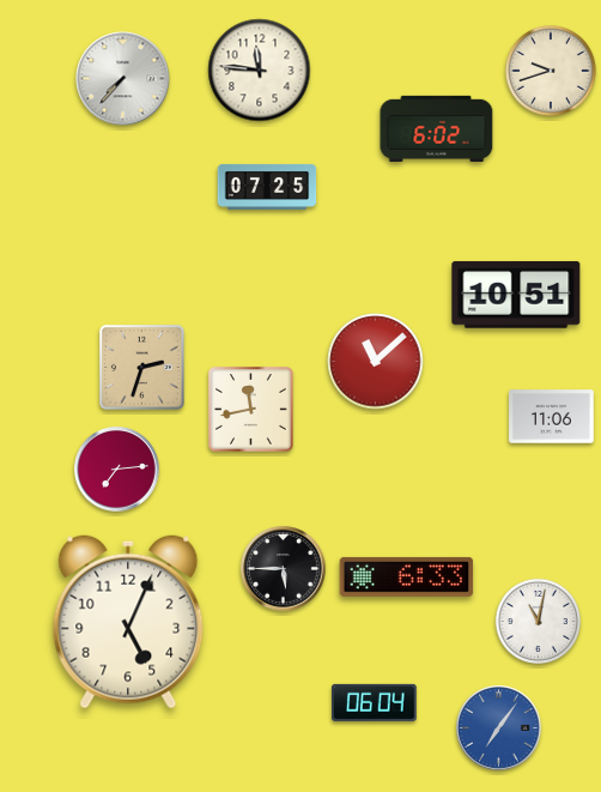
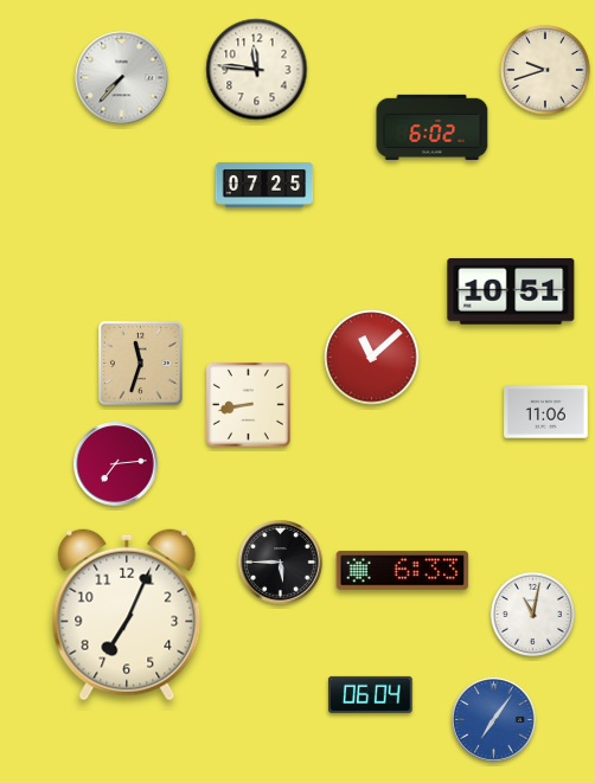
clock at (141, 367): 2:33 -> 11:33
clock at (250, 409): 11:43 -> 8:43
clock at (128, 622): 5:04 -> 7:04
